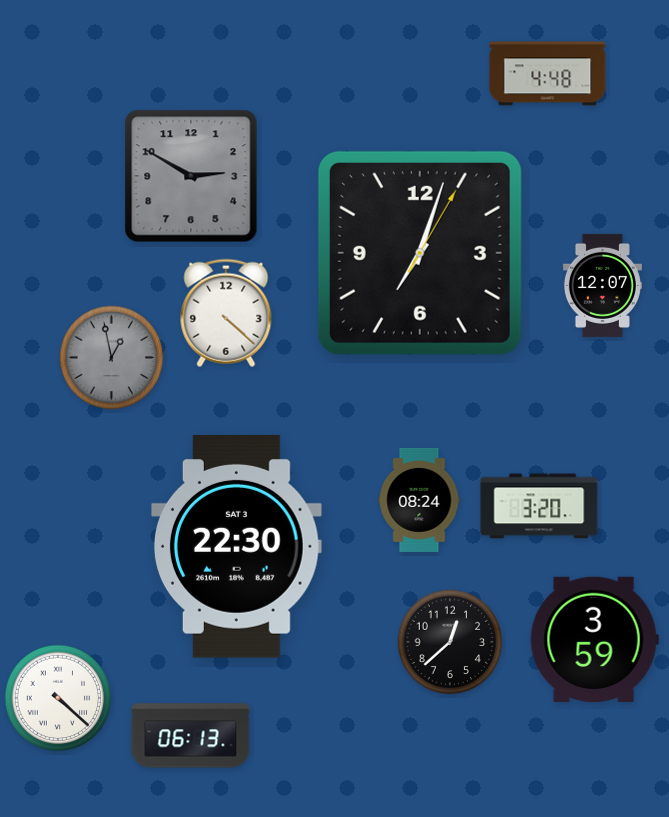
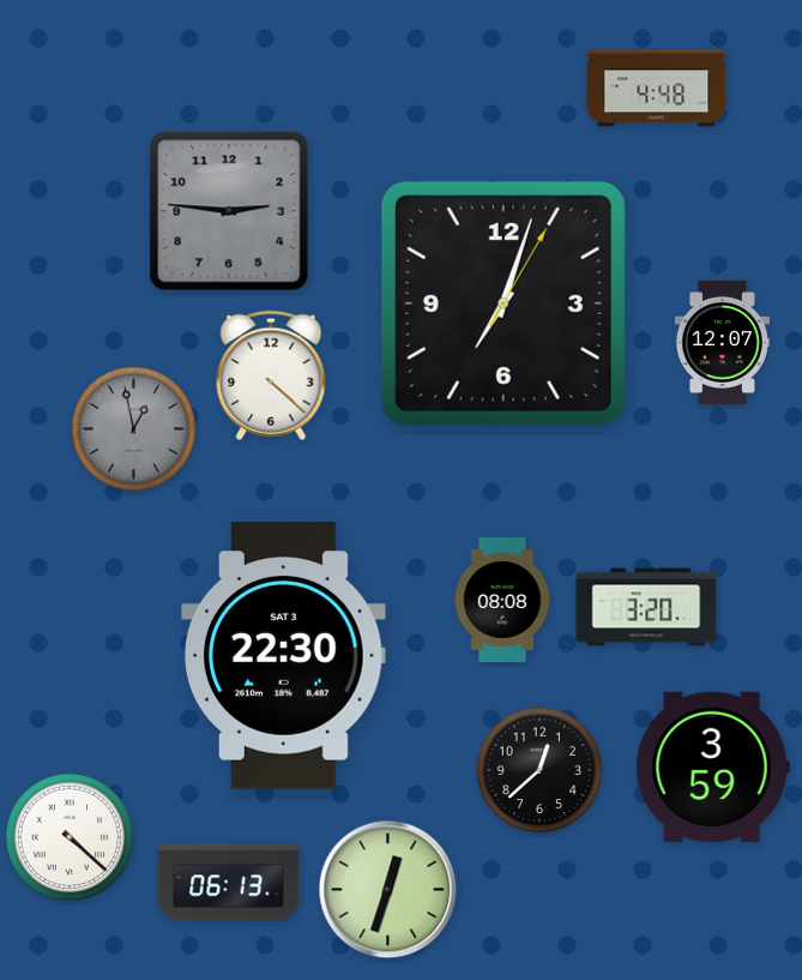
clock at (191, 176): 2:50 -> 2:46
clock at (419, 500): 08:24 -> 08:08
clock at (388, 890): none -> 12:33
